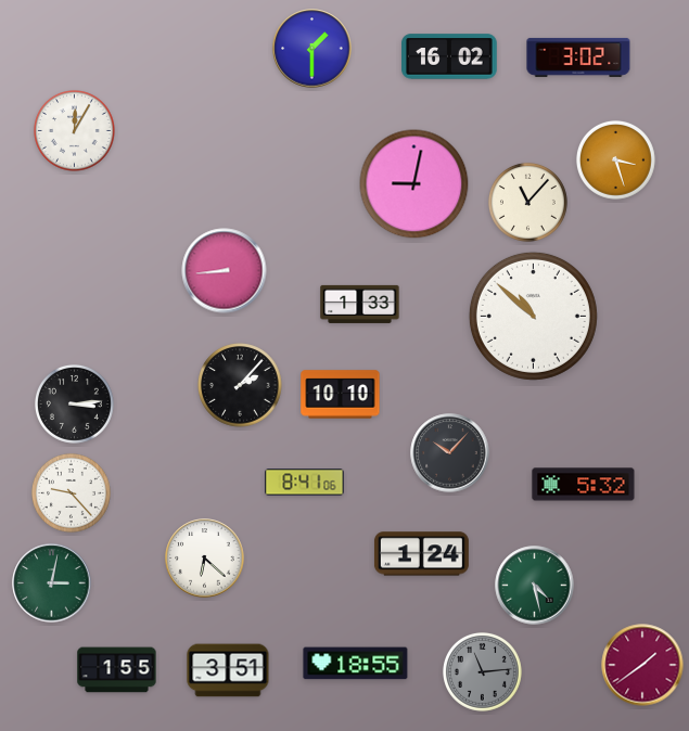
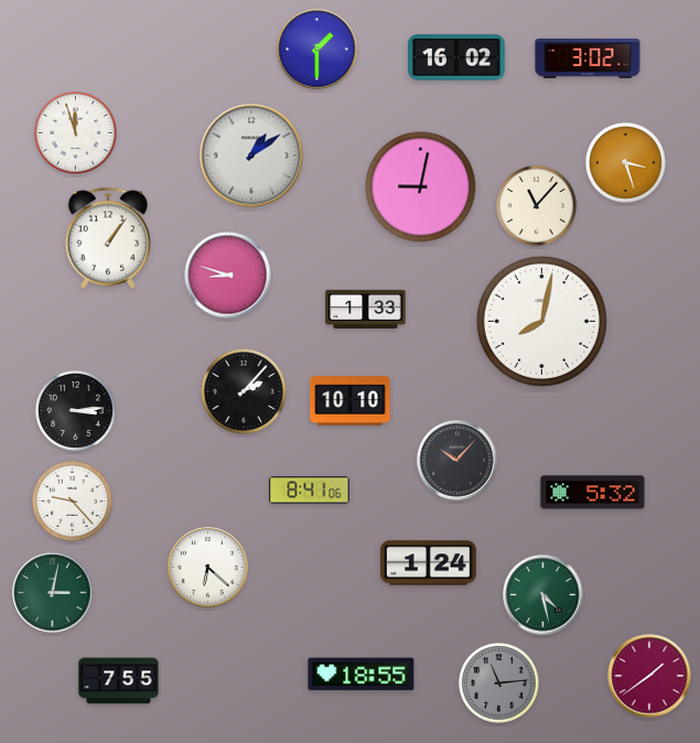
clock at (75, 131): 12:05 -> 11:57
clock at (251, 155): none -> 1:09
clock at (108, 238): none -> 1:06
clock at (225, 271): 8:44 -> 8:48
clock at (533, 316): 10:52 -> 8:02
clock at (341, 395) position: (341, 395) -> (351, 401)
clock at (642, 665) position: (642, 665) -> (649, 676)
clock at (117, 670): 1:55 -> 7:55
clock at (228, 670): 3:51 -> none
clock at (482, 671) position: (482, 671) -> (498, 682)
